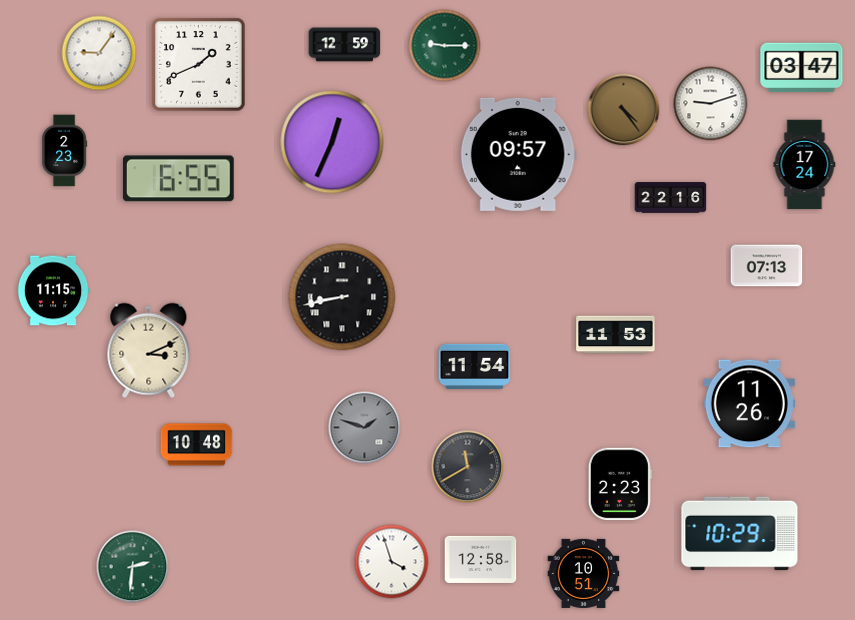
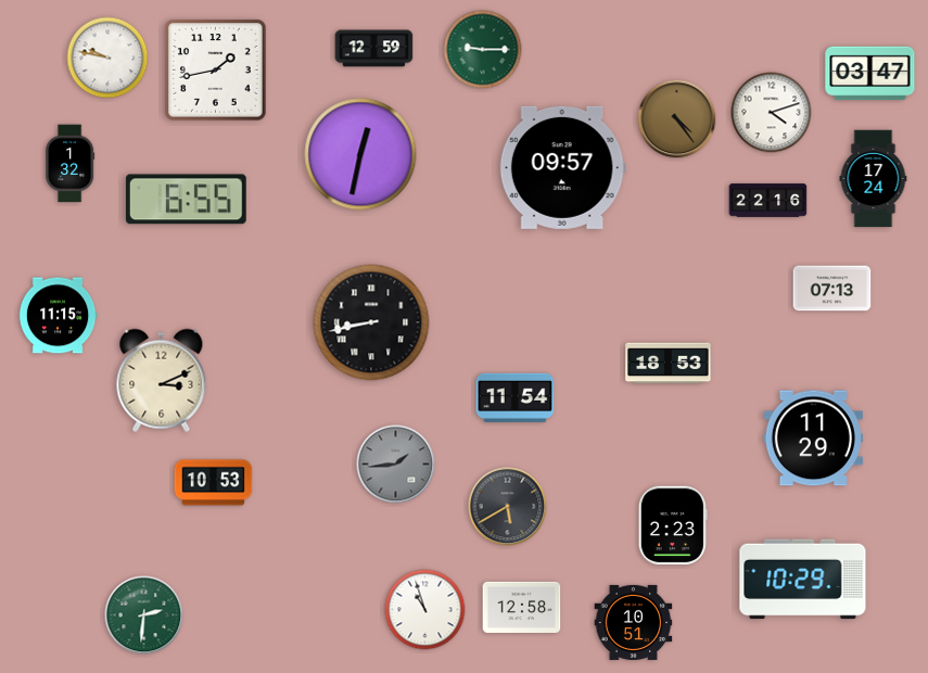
clock at (99, 53): 9:06 -> 9:47
clock at (199, 65): 1:41 -> 1:43
clock at (711, 104): 9:12 -> 4:12
clock at (332, 142): 12:34 -> 12:32
clock at (65, 151): 2:23 -> 1:32
clock at (178, 179) position: (178, 179) -> (186, 200)
clock at (671, 198) position: (671, 198) -> (768, 201)
clock at (616, 335): 11:53 -> 18:53
clock at (749, 404): 11:26 -> 11:29
clock at (365, 428): 1:48 -> 1:44
clock at (197, 445): 10:48 -> 10:53
clock at (468, 467): 11:40 -> 5:40
clock at (392, 562): 3:57 -> 10:57
